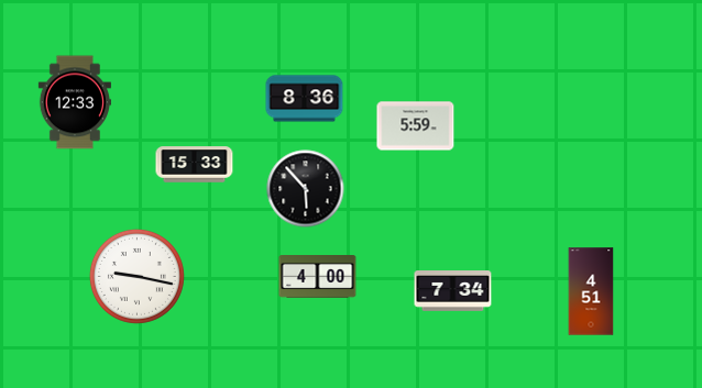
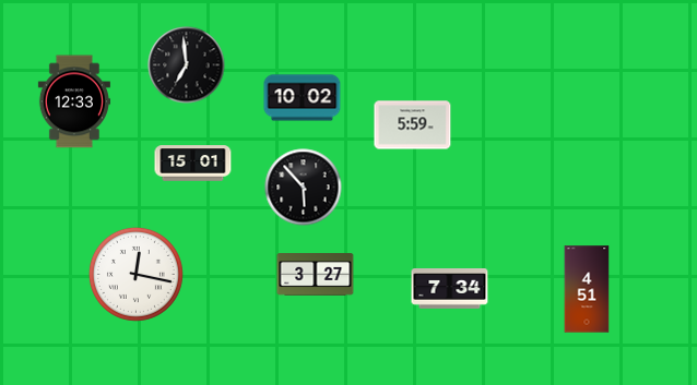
clock at (187, 65): none -> 6:59
clock at (305, 99): 8:36 -> 10:02
clock at (195, 165): 15:33 -> 15:01
clock at (136, 276): 9:17 -> 12:17
clock at (318, 277): 4:00 -> 3:27
